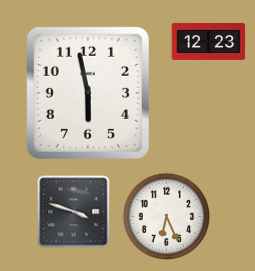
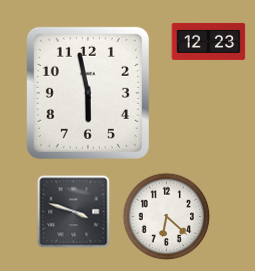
clock at (167, 217): 6:26 -> 6:22
